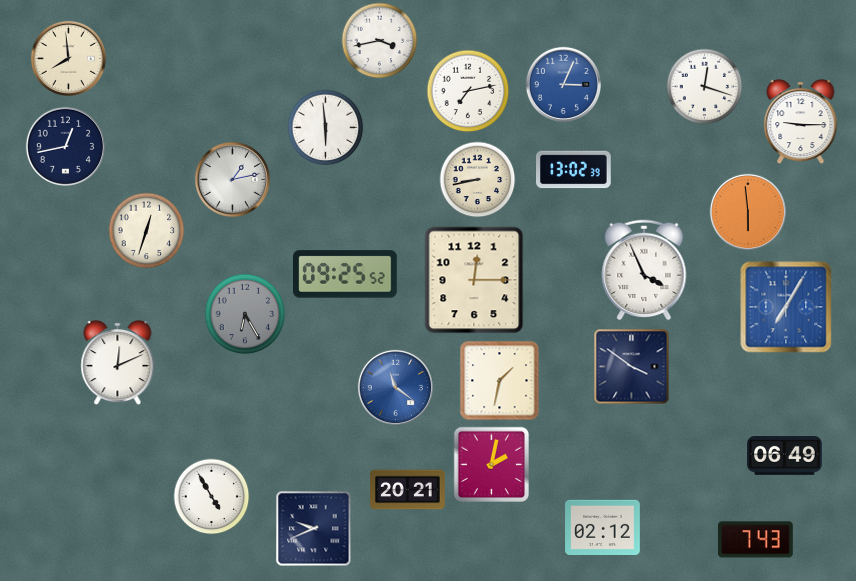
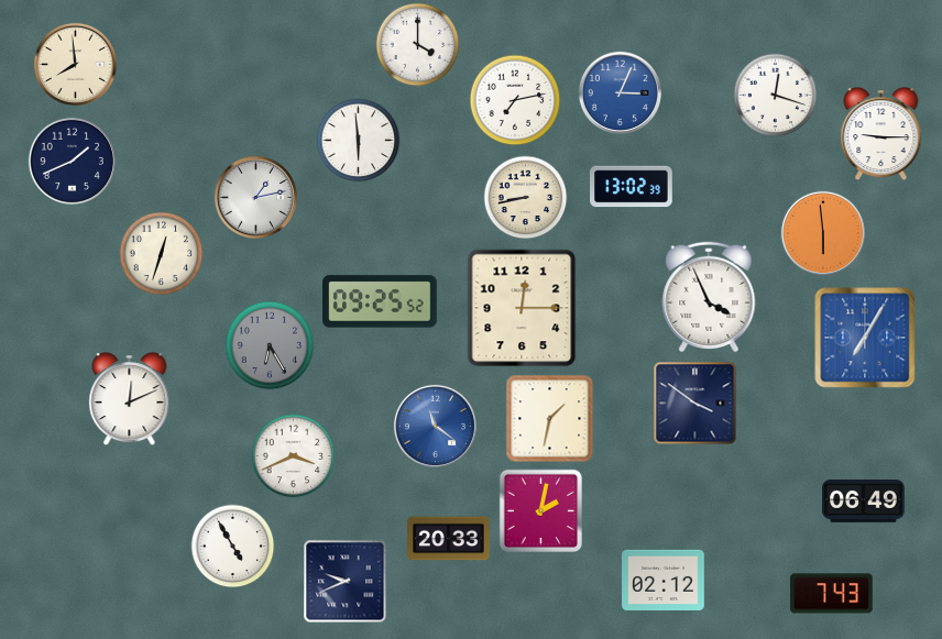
clock at (380, 41): 3:43 -> 4:00
clock at (65, 146): 12:43 -> 1:41
clock at (294, 456): none -> 3:41
clock at (408, 490): 20:21 -> 20:33
